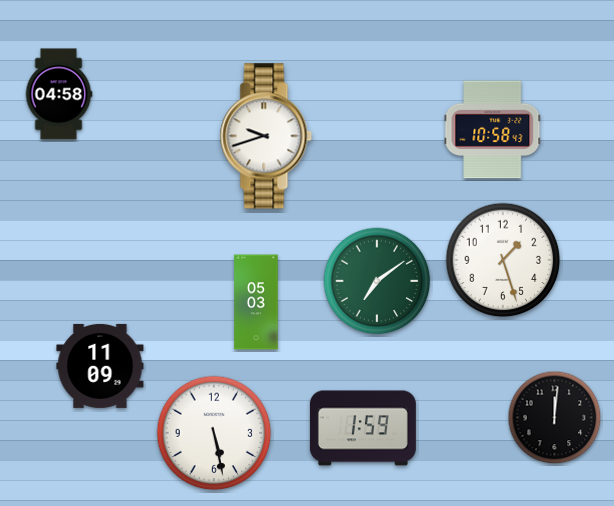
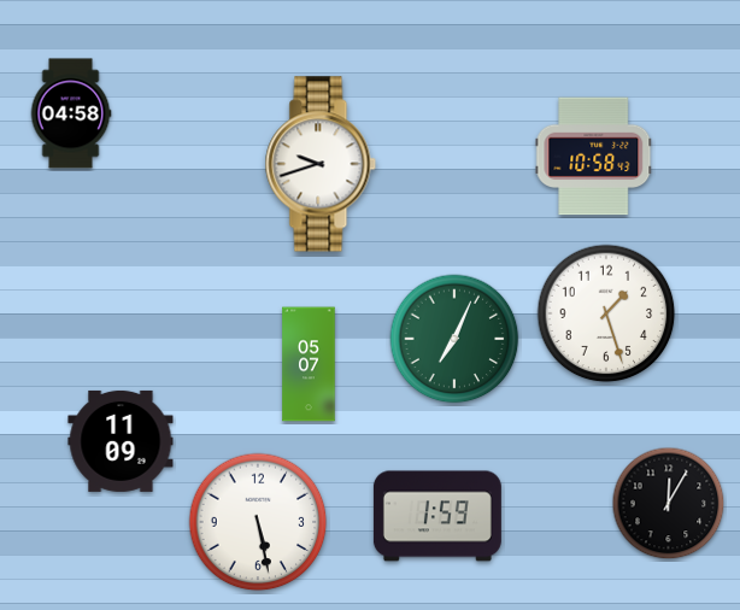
clock at (377, 281): 7:09 -> 7:04
clock at (256, 302): 05:03 -> 05:07
clock at (555, 418): 12:01 -> 12:05
